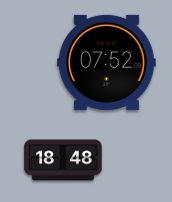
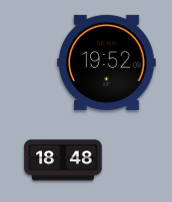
clock at (107, 62): 07:52 -> 19:52
